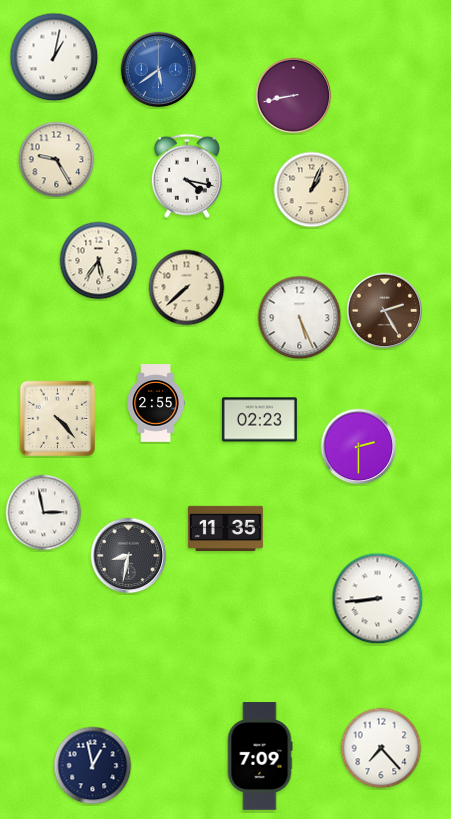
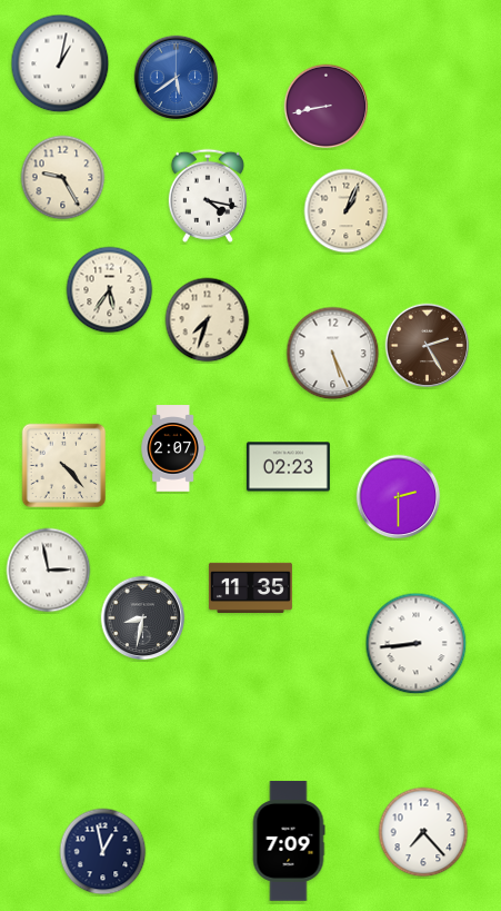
clock at (187, 288): 7:38 -> 7:33
clock at (156, 403): 2:55 -> 2:07
clock at (378, 599) position: (378, 599) -> (417, 644)
